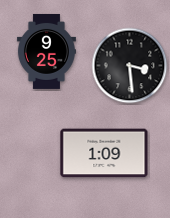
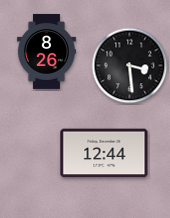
clock at (46, 51): 9:25 -> 8:26
clock at (104, 153): 1:09 -> 12:44
